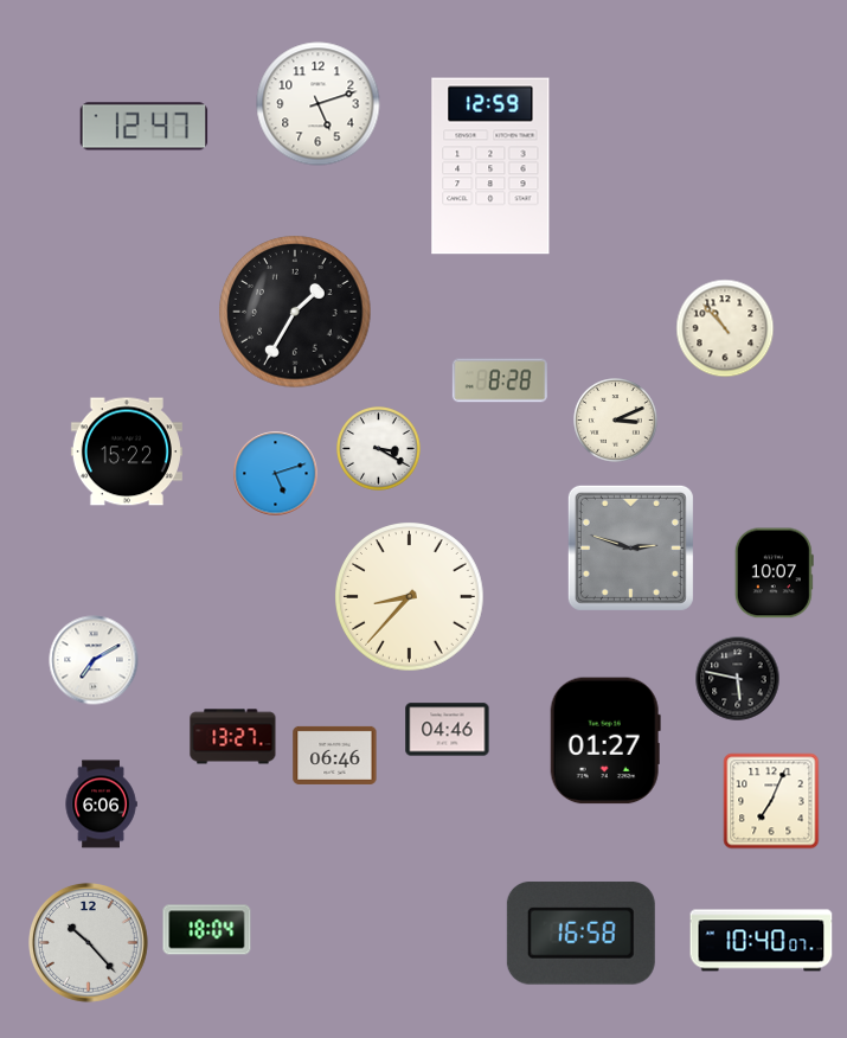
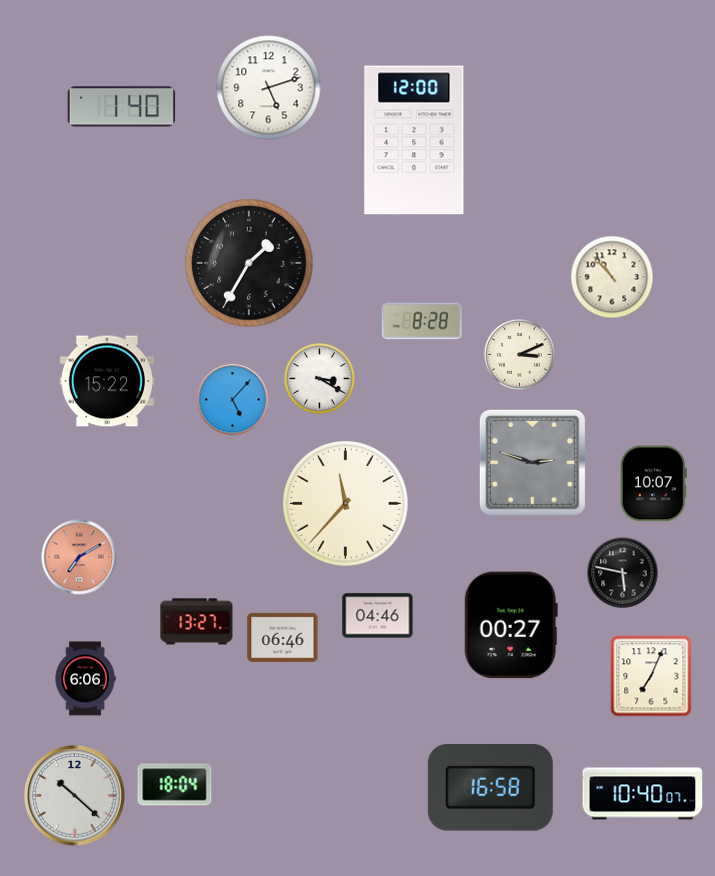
clock at (145, 127): 12:47 -> 1:40
clock at (490, 166): 12:59 -> 12:00
clock at (276, 474): 5:12 -> 5:07
clock at (410, 597): 8:37 -> 11:37
clock at (94, 660) dial: white -> salmon
clock at (605, 741): 01:27 -> 00:27
clock at (89, 943): 10:23 -> 10:22
